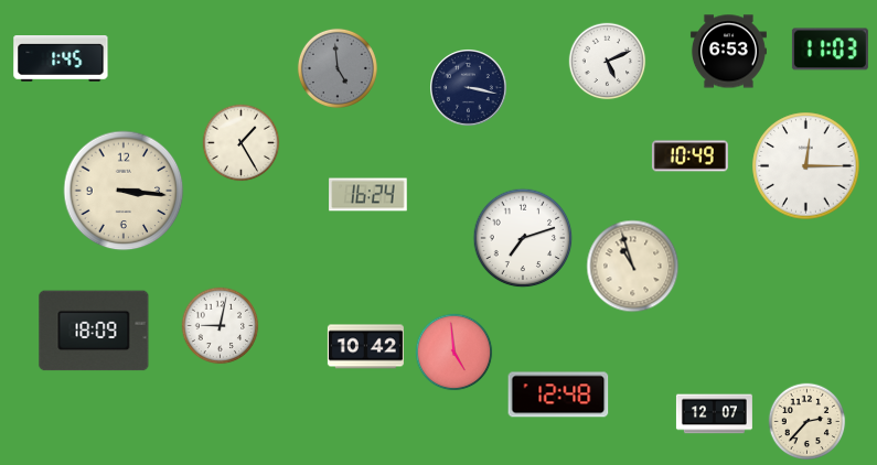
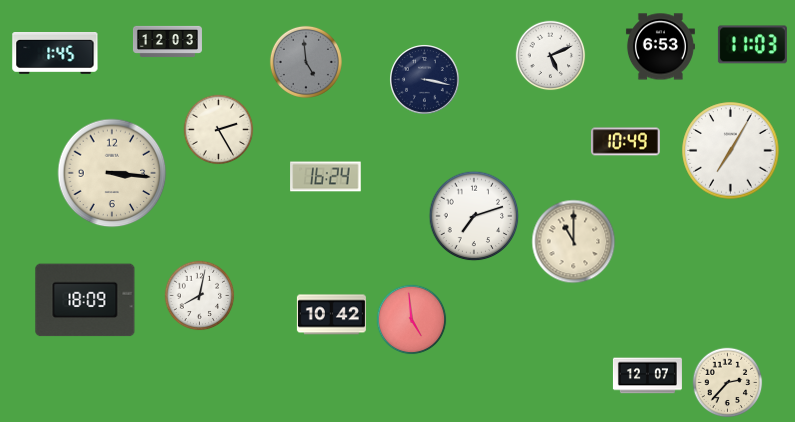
clock at (167, 41): none -> 12:03
clock at (242, 143): 1:25 -> 2:25
clock at (806, 166): 12:15 -> 7:05
clock at (368, 195) position: (368, 195) -> (326, 177)
clock at (633, 267): 10:57 -> 11:00
clock at (221, 326): 9:02 -> 8:02
clock at (558, 394): 12:48 -> none
clock at (808, 422) position: (808, 422) -> (728, 383)
